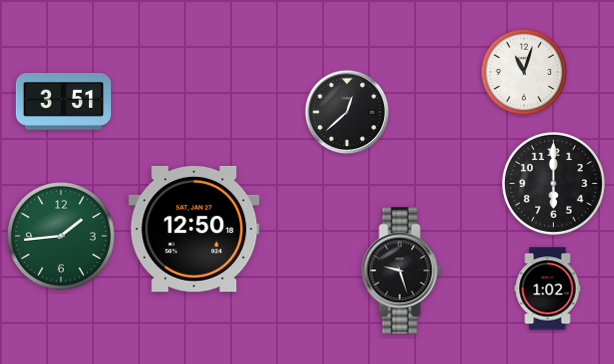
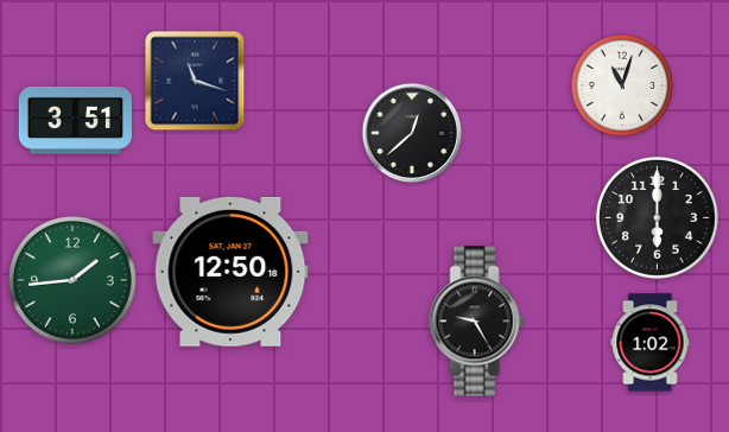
clock at (195, 81): none -> 11:18
clock at (402, 271): 9:27 -> 9:25
